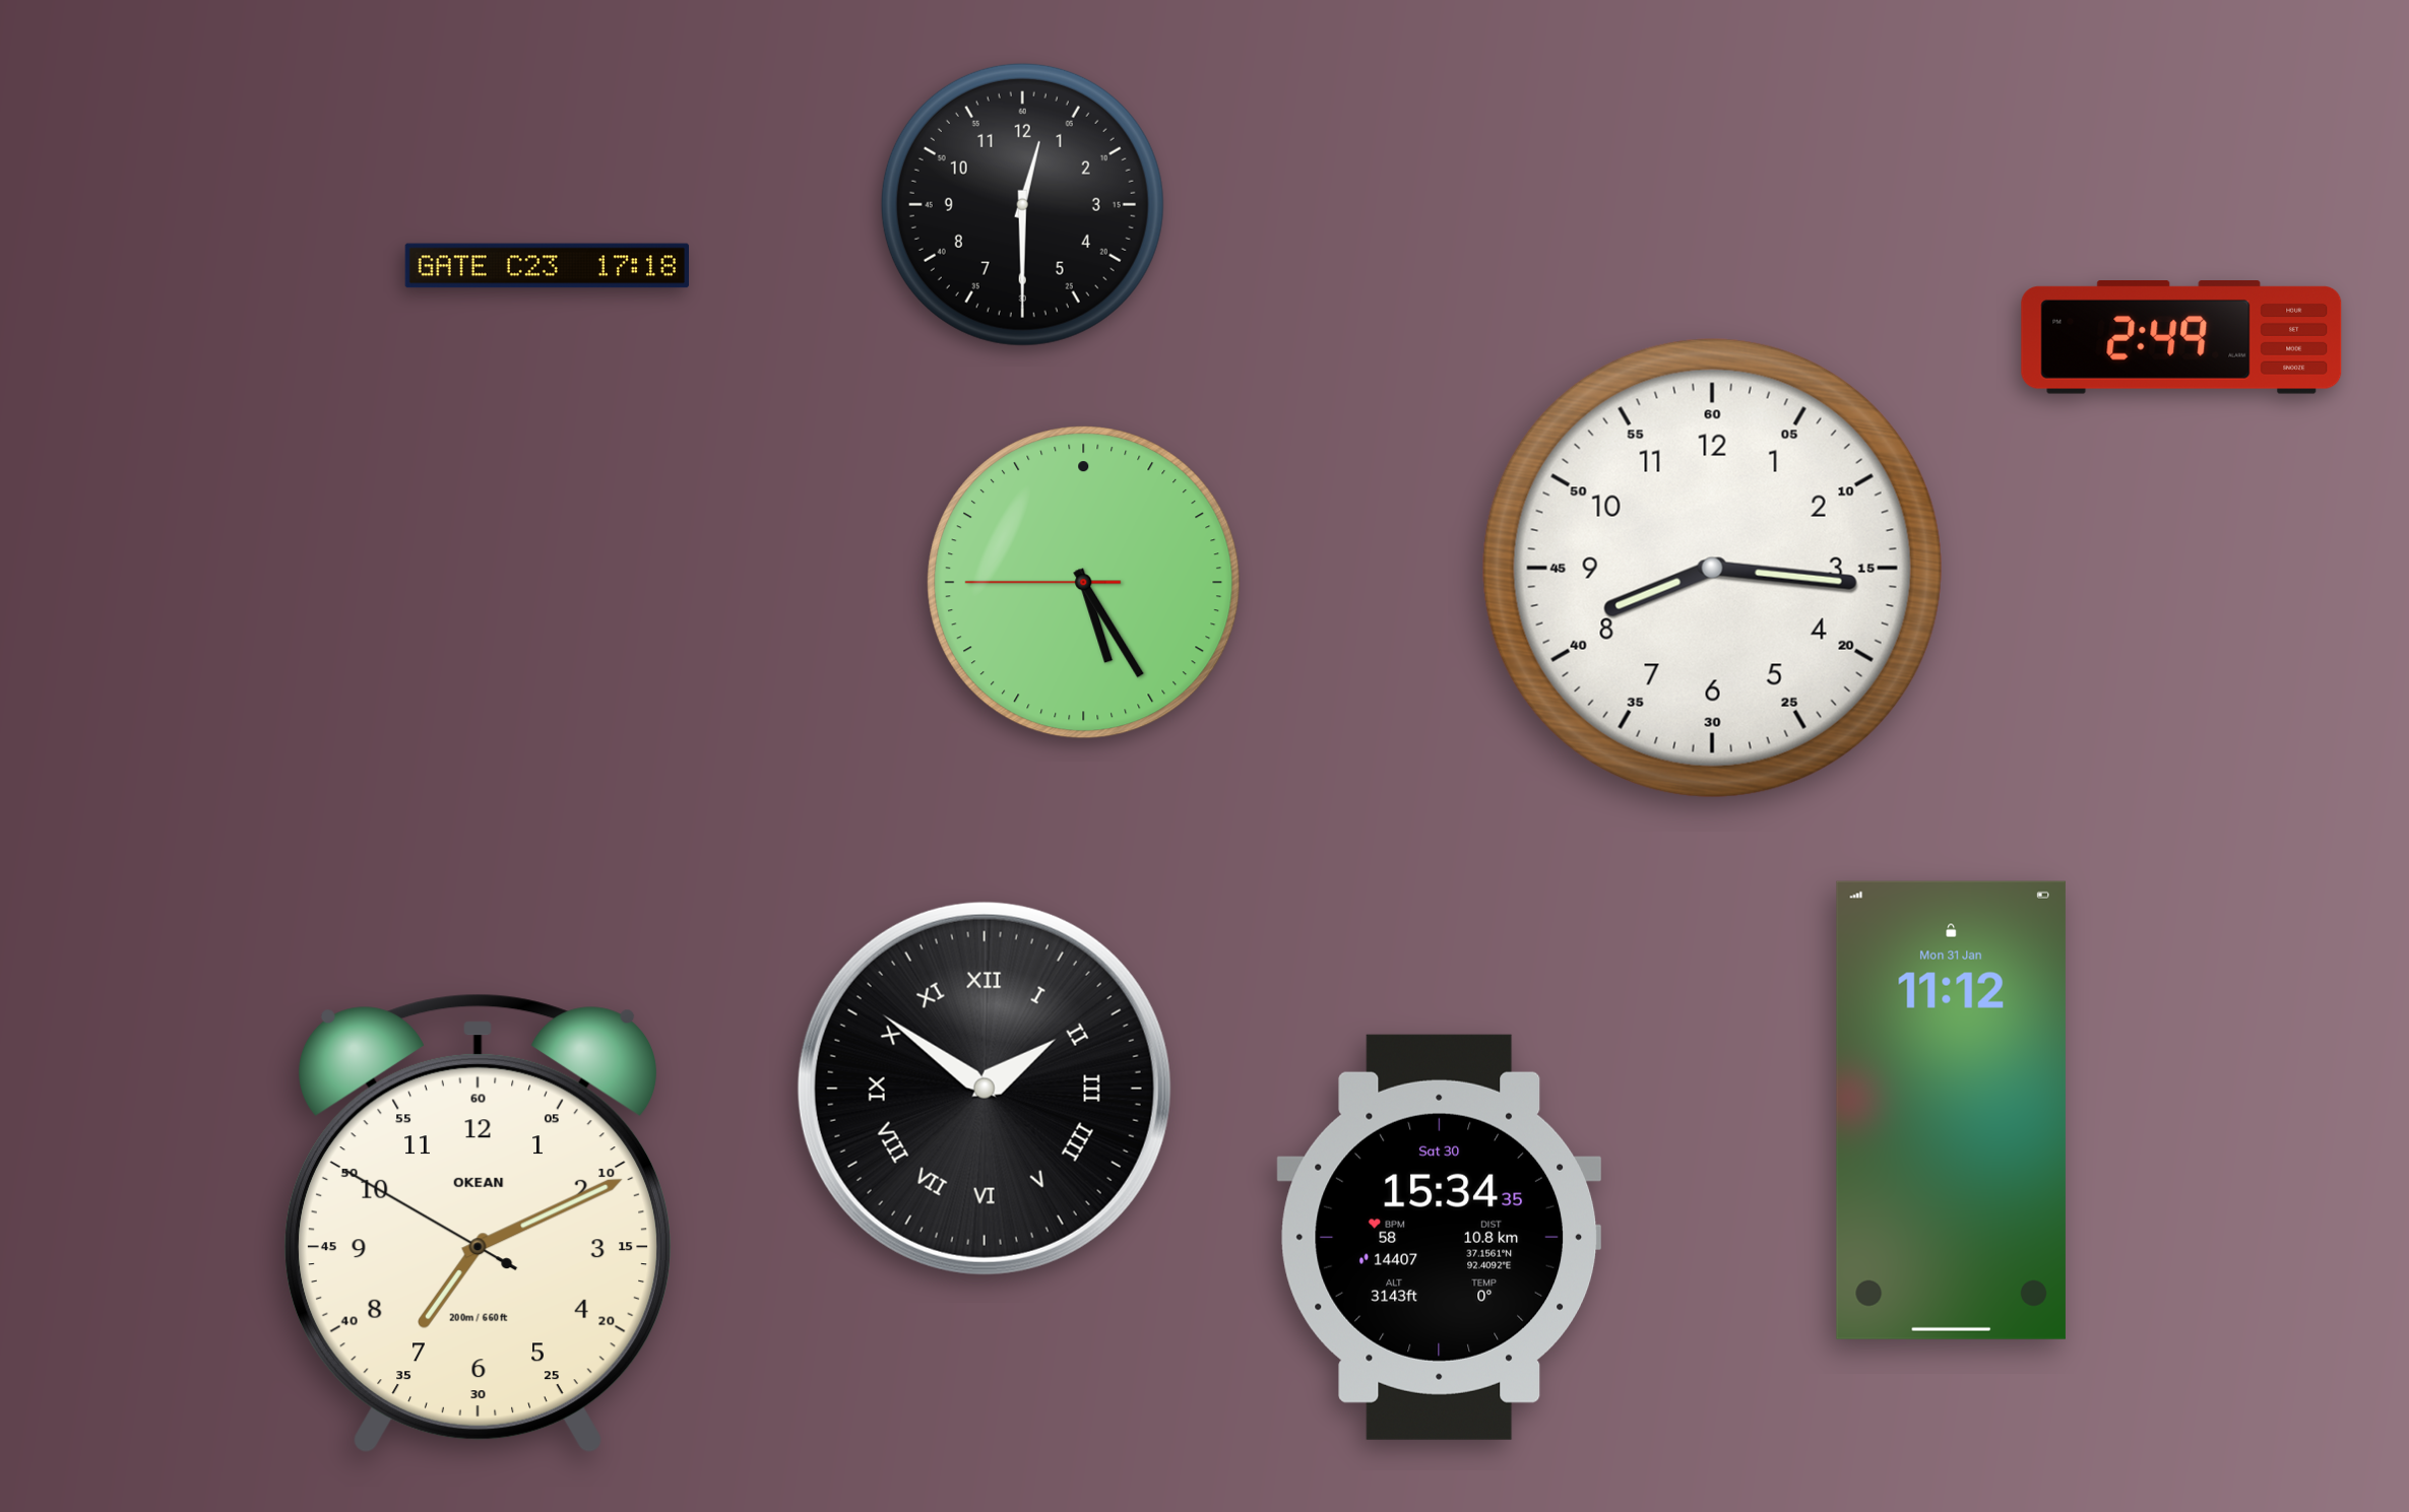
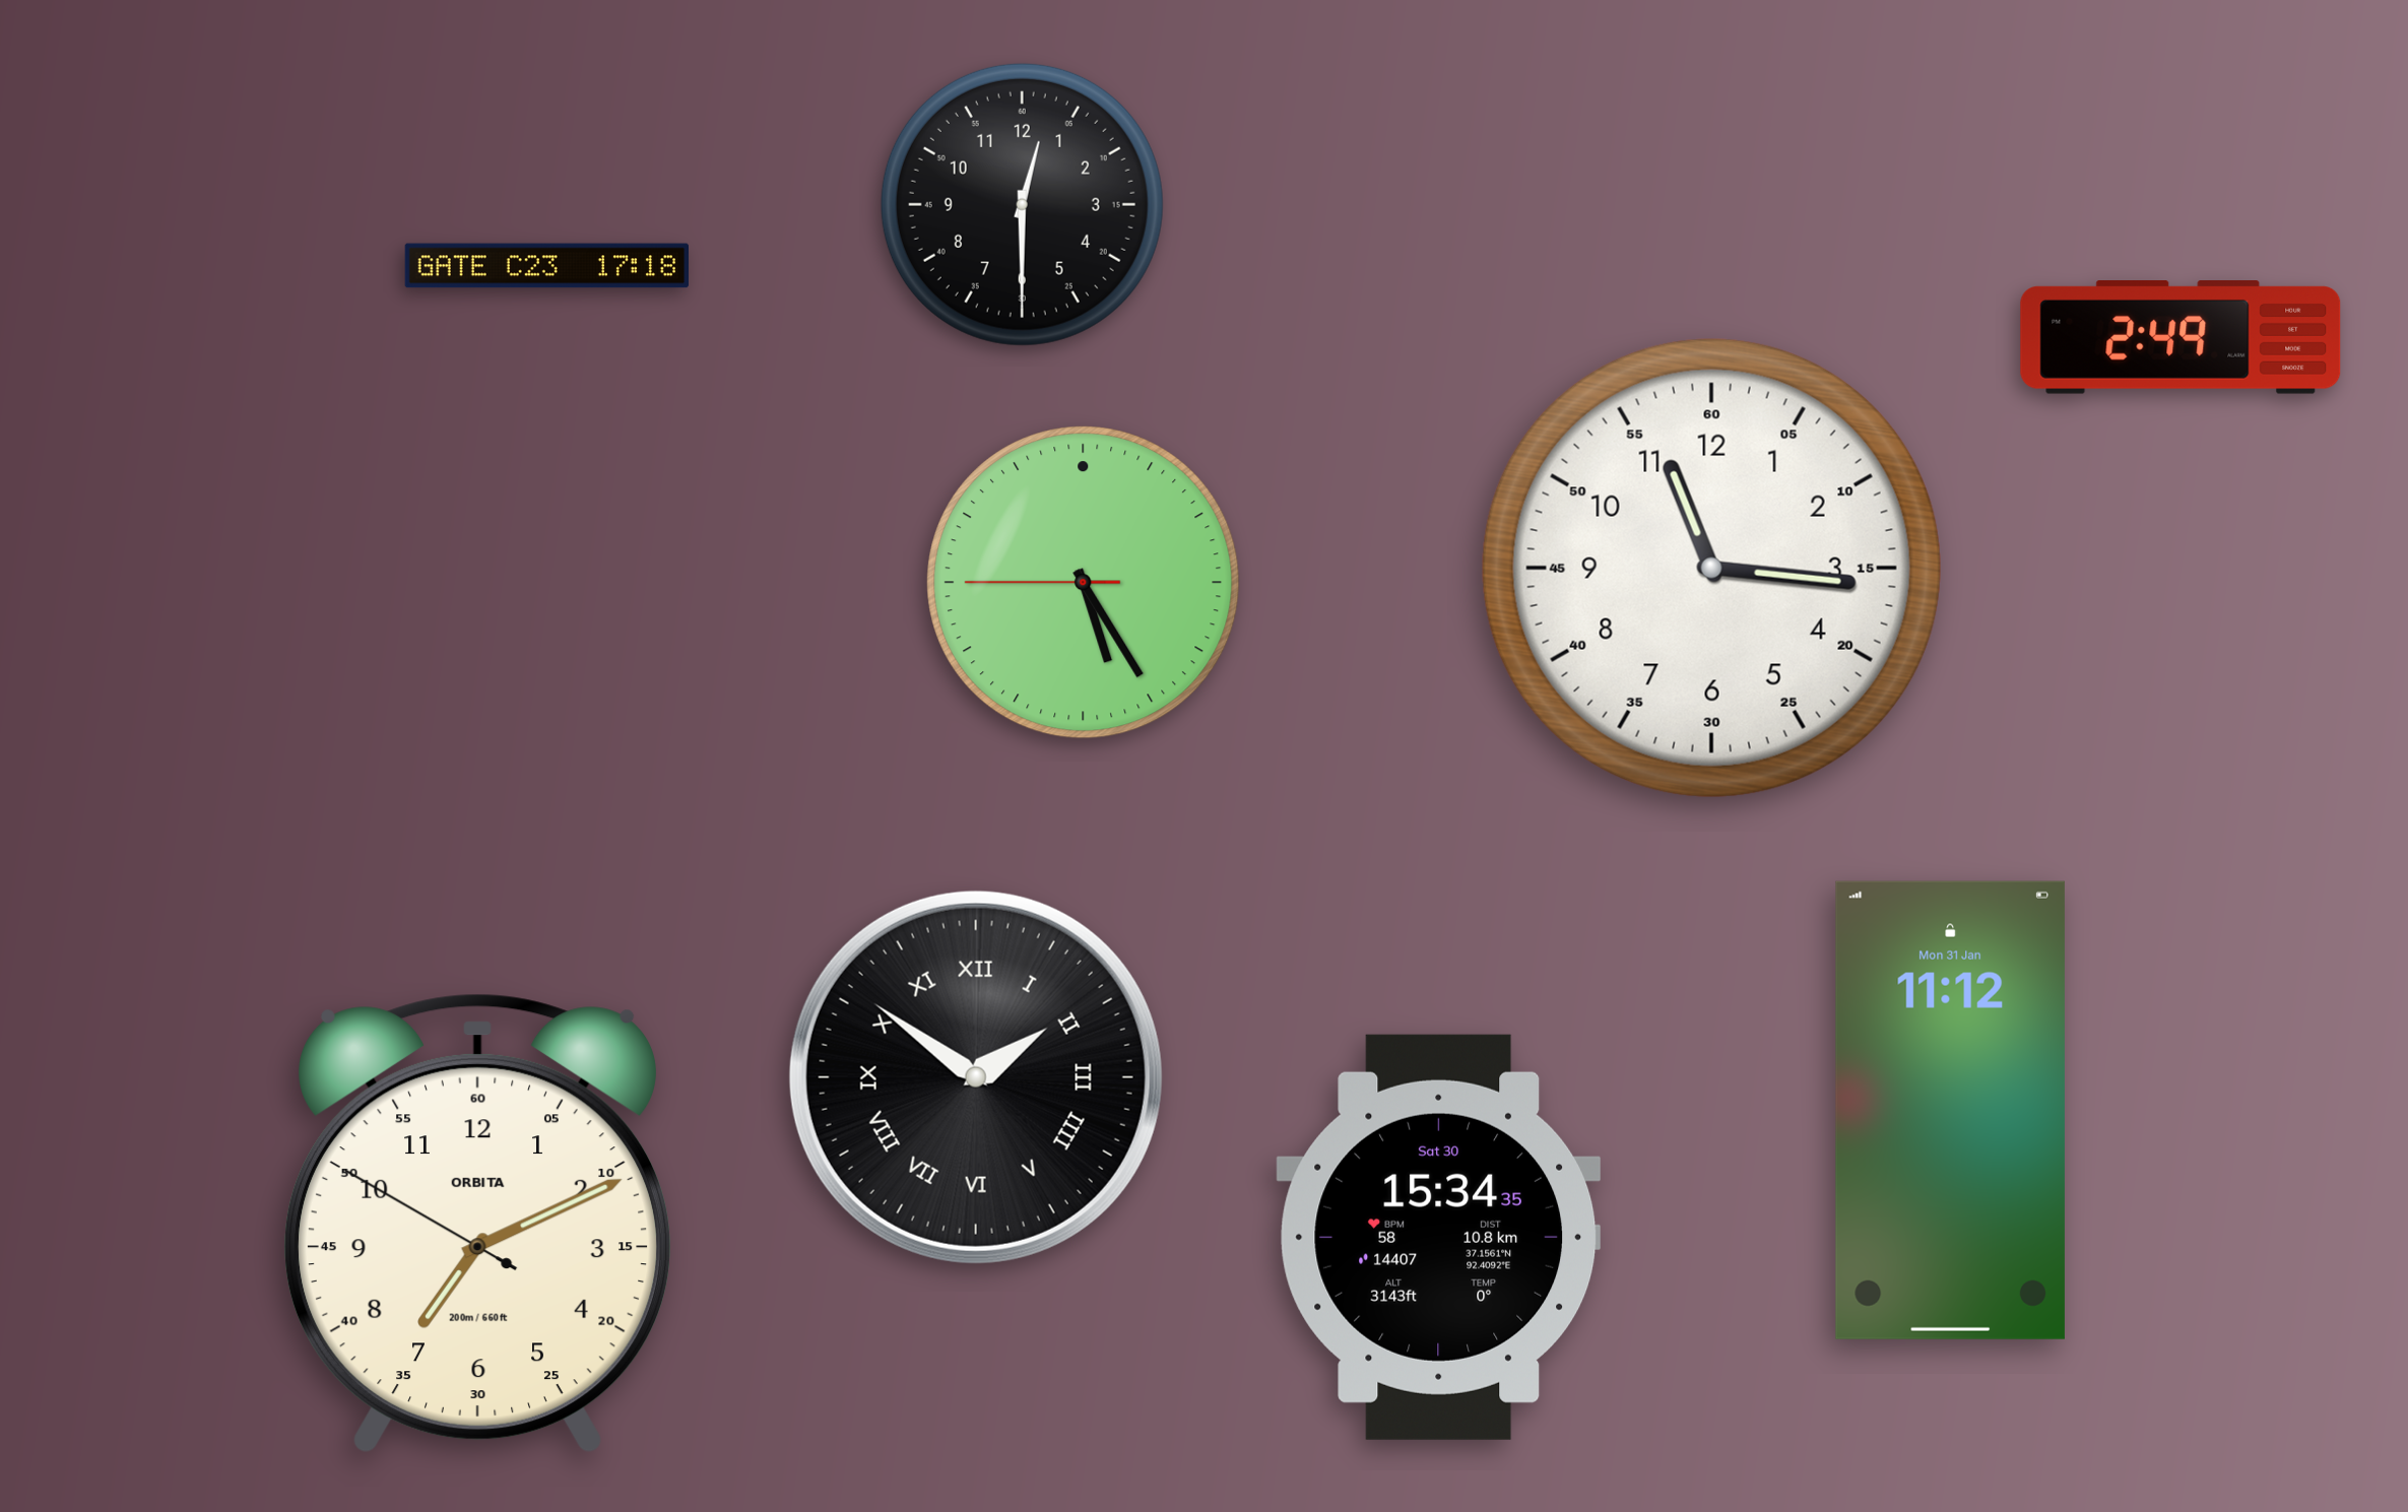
clock at (1712, 568): 8:16 -> 11:16
clock at (985, 1089) position: (985, 1089) -> (976, 1077)
clock at (478, 1224) brand: OKEAN -> ORBITA
